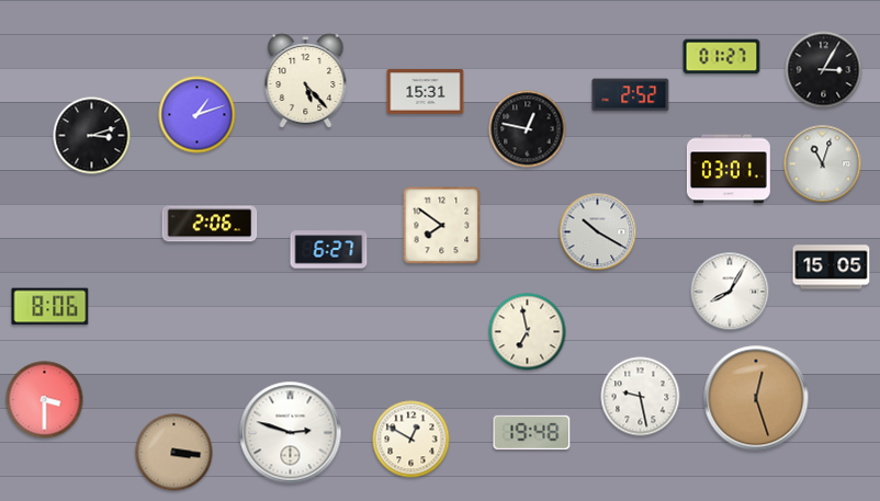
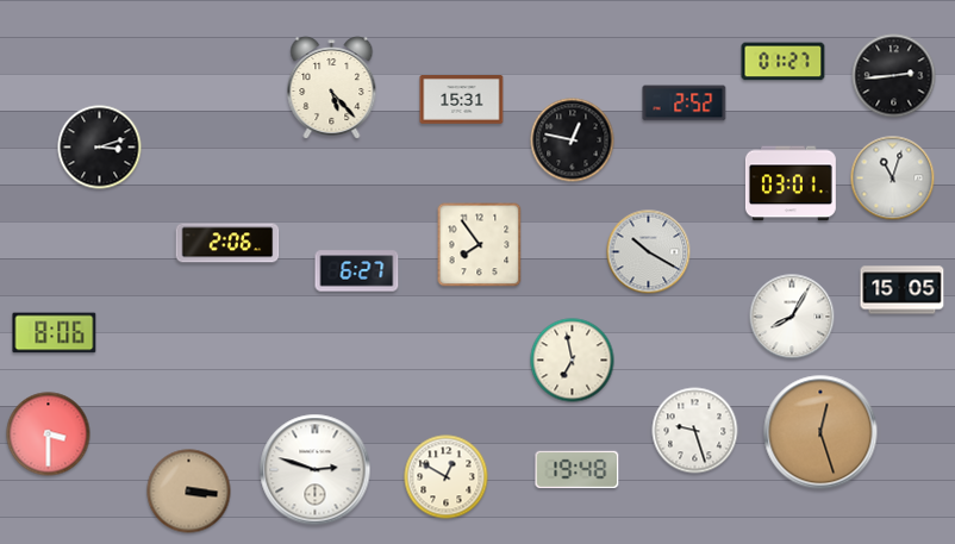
clock at (824, 70): 3:05 -> 2:44
clock at (198, 115): 1:12 -> none
clock at (442, 226): 7:51 -> 7:54
clock at (641, 397): 9:28 -> 9:27
